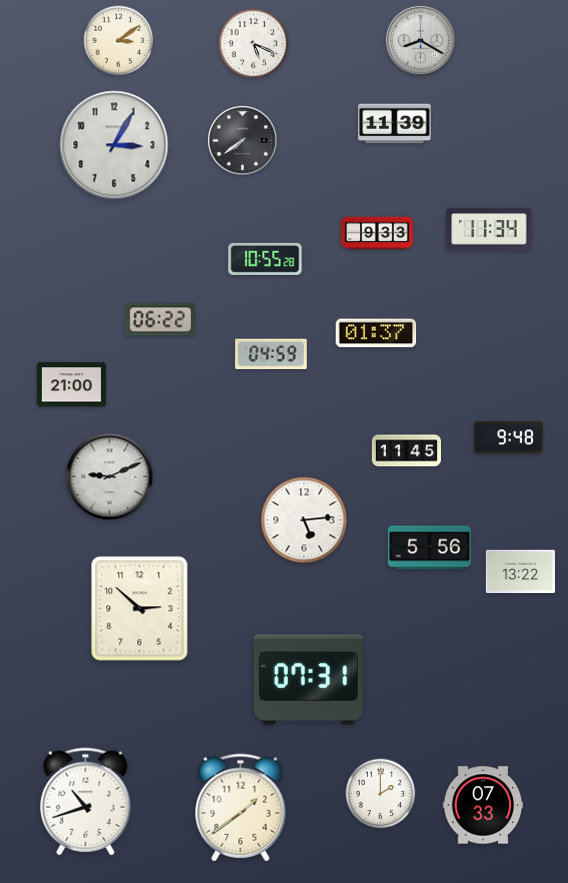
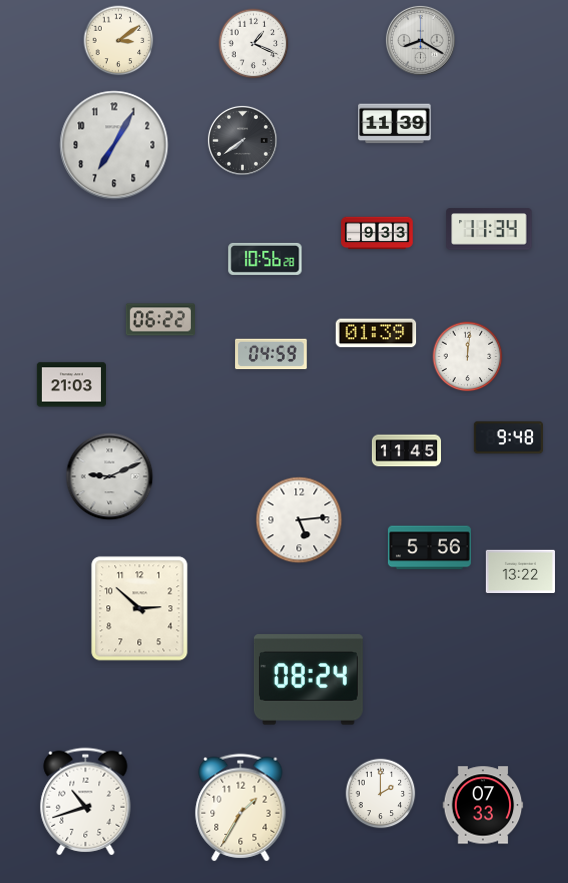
clock at (254, 44): 5:19 -> 1:19
clock at (114, 145): 3:05 -> 7:05
clock at (265, 259): 10:55 -> 10:56
clock at (376, 333): 01:37 -> 01:39
clock at (468, 357): none -> 12:01
clock at (71, 385): 21:00 -> 21:03
clock at (304, 520) position: (304, 520) -> (299, 520)
clock at (308, 680): 07:31 -> 08:24
clock at (241, 808): 1:39 -> 1:35
